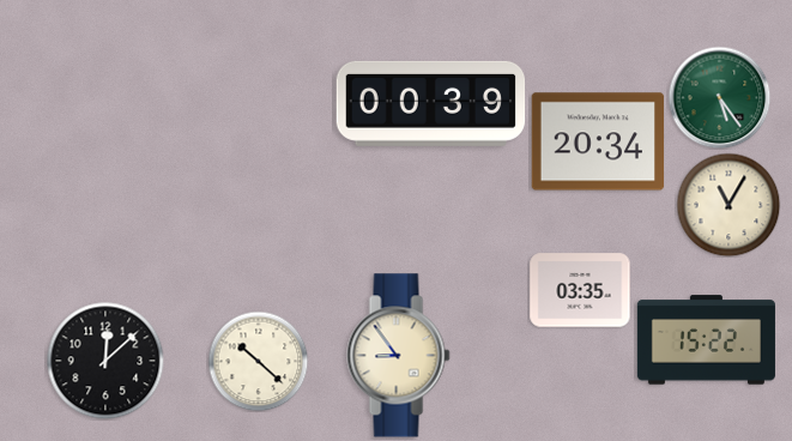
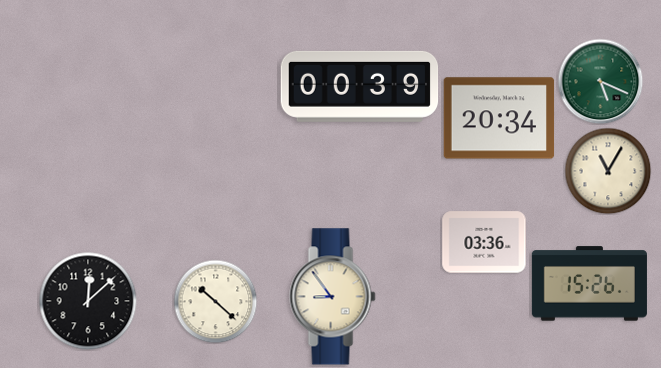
clock at (719, 97): 5:24 -> 5:19
clock at (580, 290): 03:35 -> 03:36
clock at (706, 340): 15:22 -> 15:26
